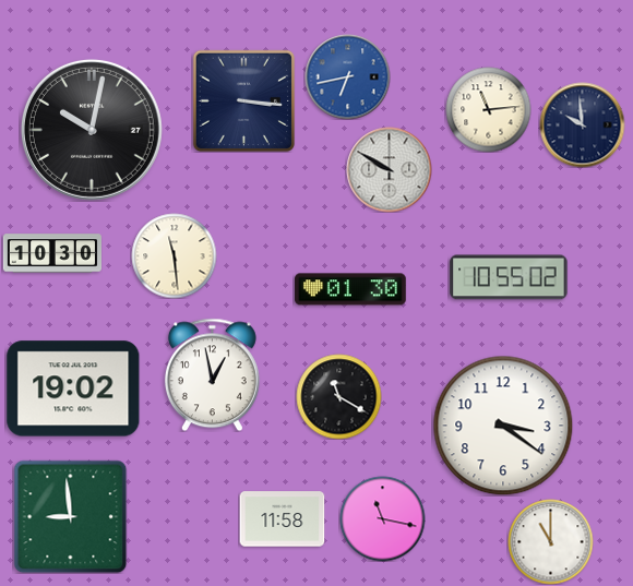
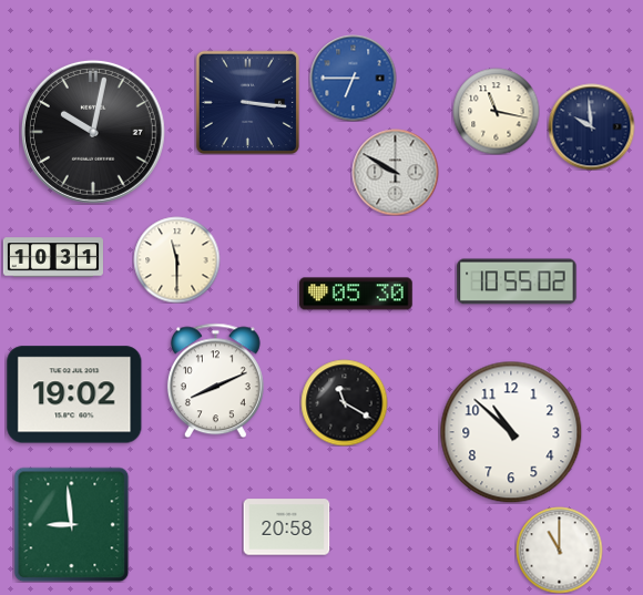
clock at (347, 76): 6:43 -> 6:45
clock at (488, 109): 11:14 -> 11:17
clock at (52, 253): 10:30 -> 10:31
clock at (174, 255): 11:29 -> 11:30
clock at (350, 289): 01:30 -> 05:30
clock at (212, 374): 12:58 -> 8:11
clock at (503, 426): 3:21 -> 10:52
clock at (382, 518): 11:17 -> none
clock at (282, 519): 11:58 -> 20:58
